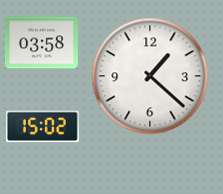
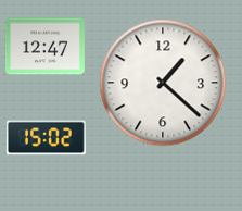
clock at (41, 43): 03:58 -> 12:47
